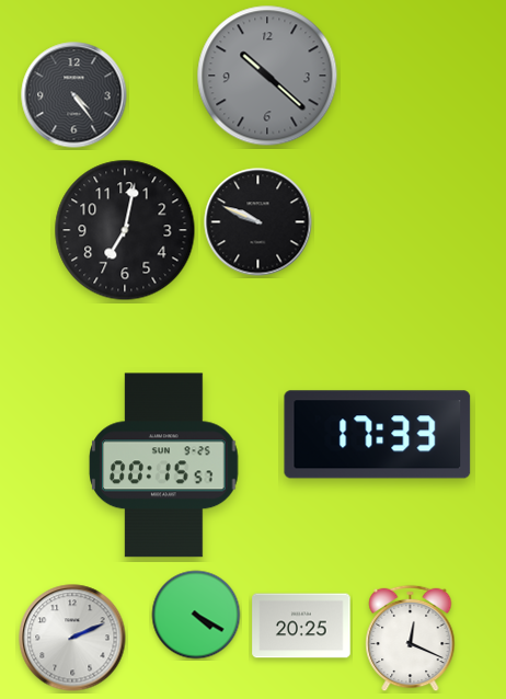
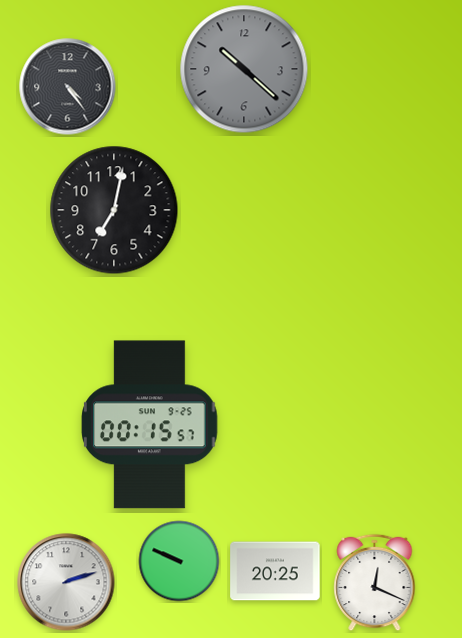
clock at (258, 222): 9:49 -> none
clock at (378, 435): 17:33 -> none
clock at (196, 615): 4:20 -> 9:49
clock at (72, 638): 2:11 -> 2:12
